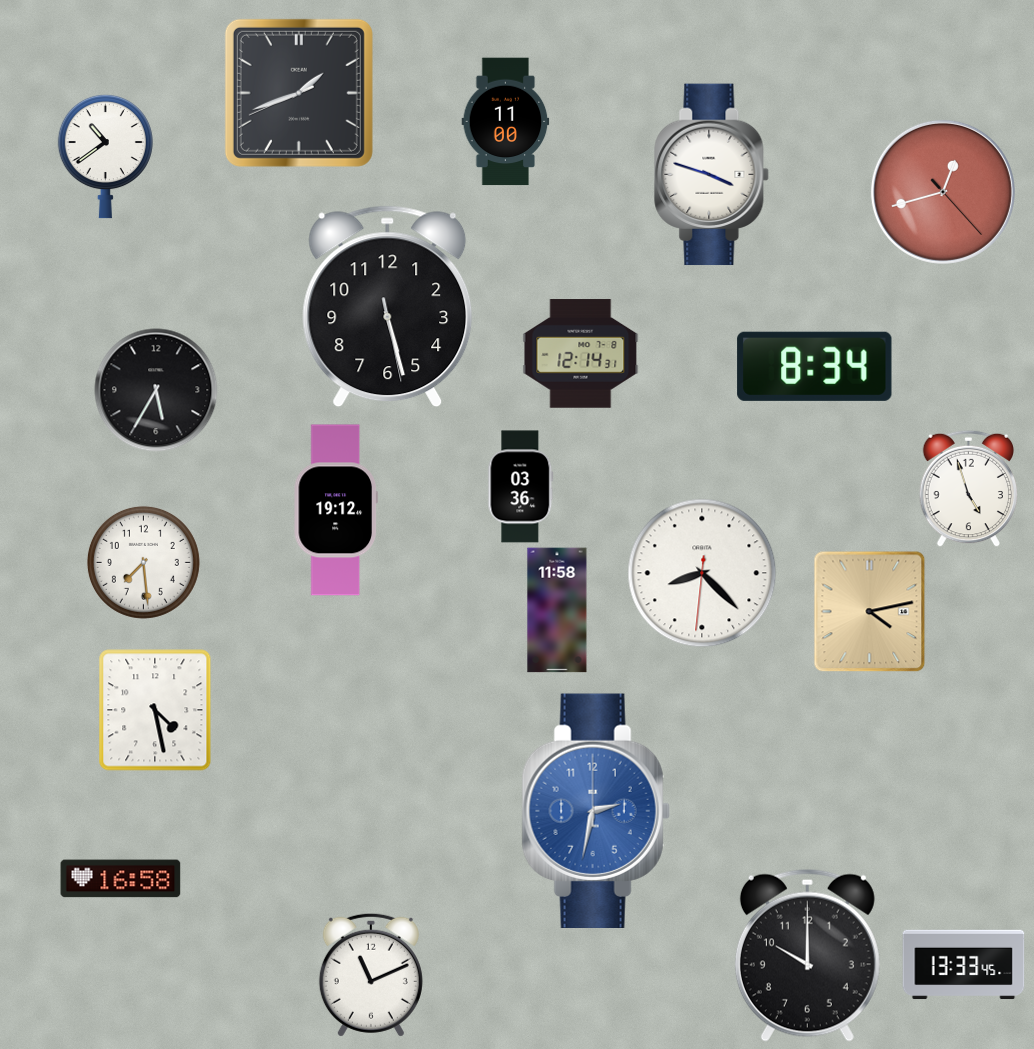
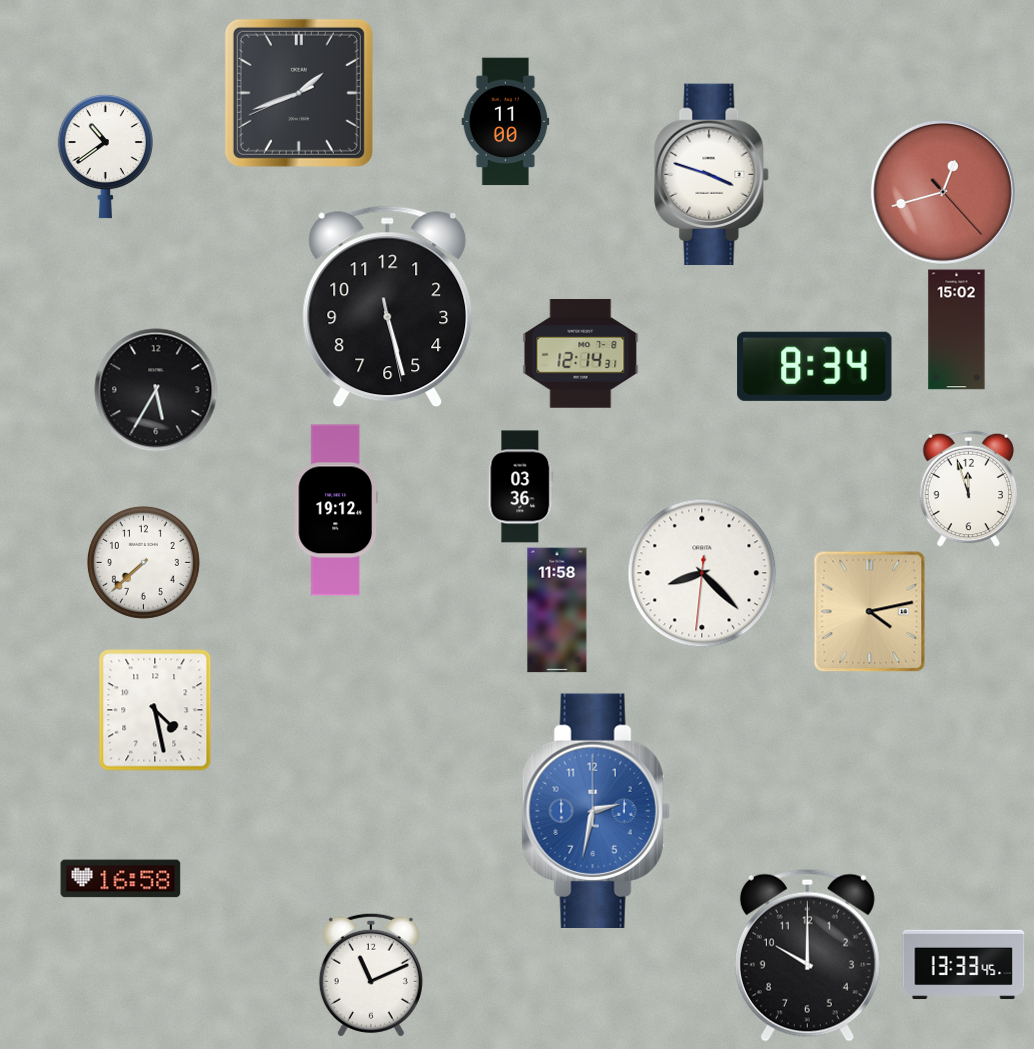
clock at (957, 330): none -> 15:02
clock at (969, 488): 4:57 -> 11:57
clock at (143, 562): 7:29 -> 7:38
